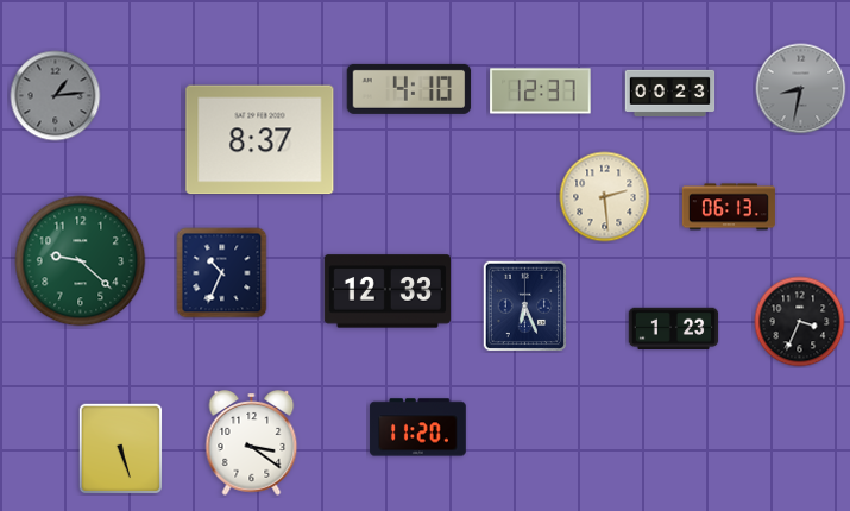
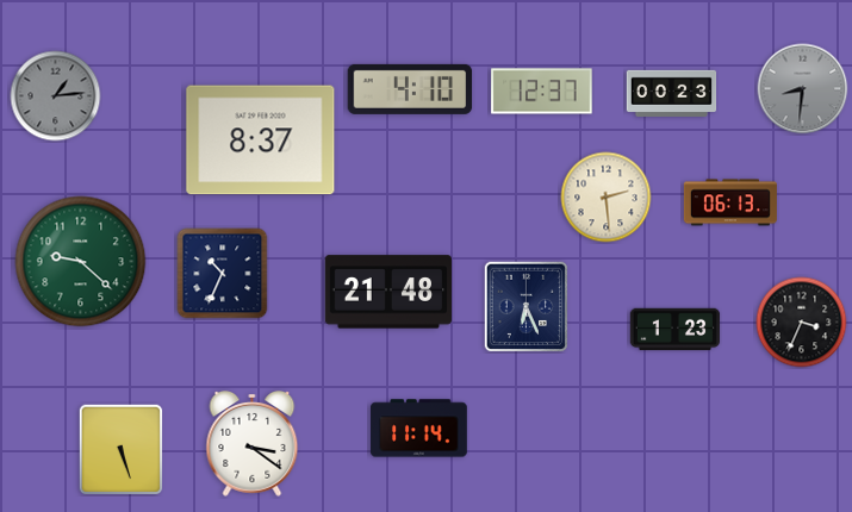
clock at (801, 89): 8:32 -> 8:31
clock at (729, 207) position: (729, 207) -> (730, 202)
clock at (386, 291): 12:33 -> 21:48
clock at (417, 428): 11:20 -> 11:14
